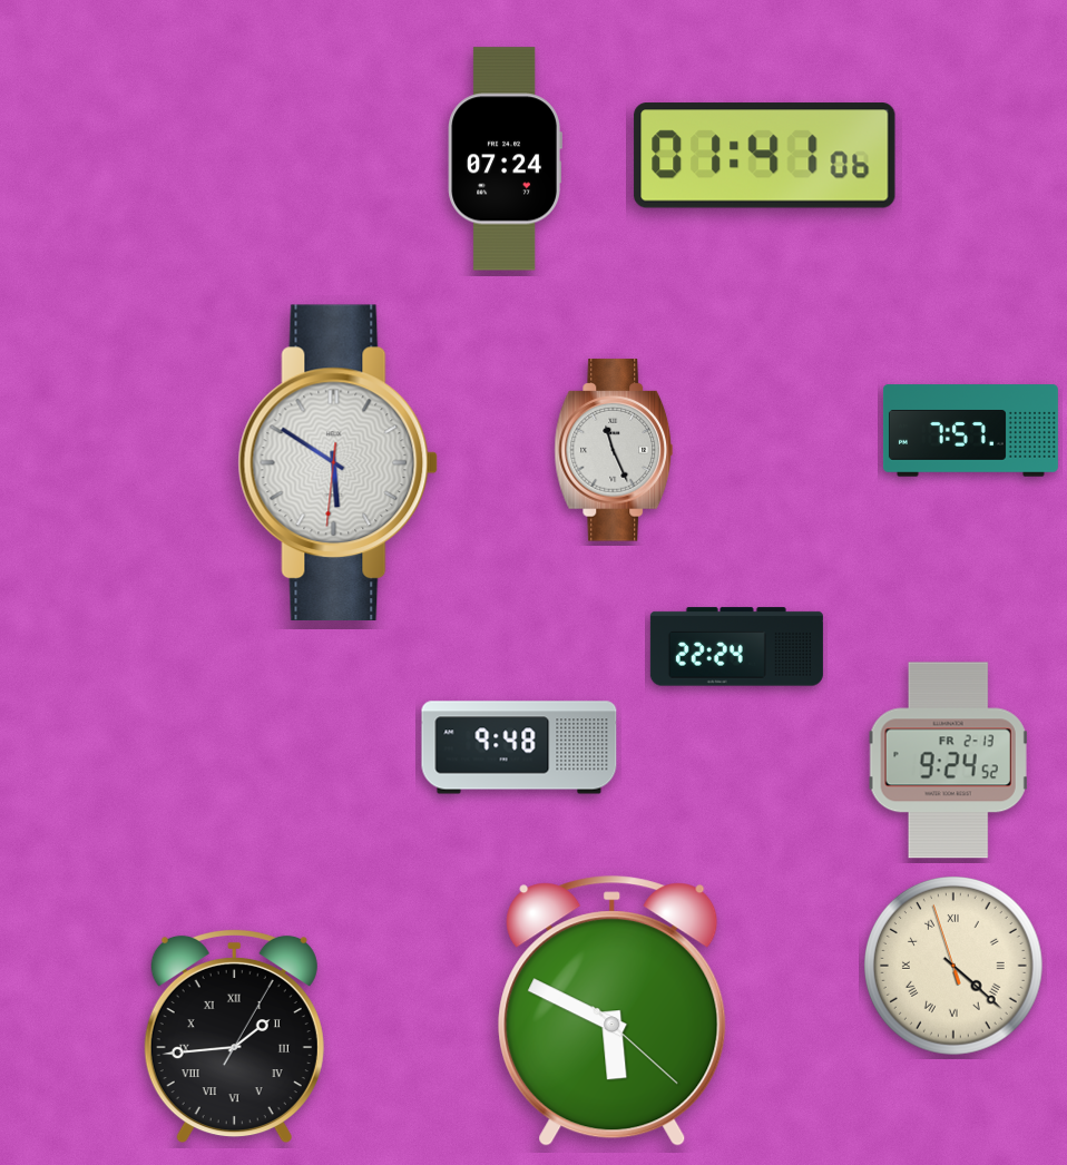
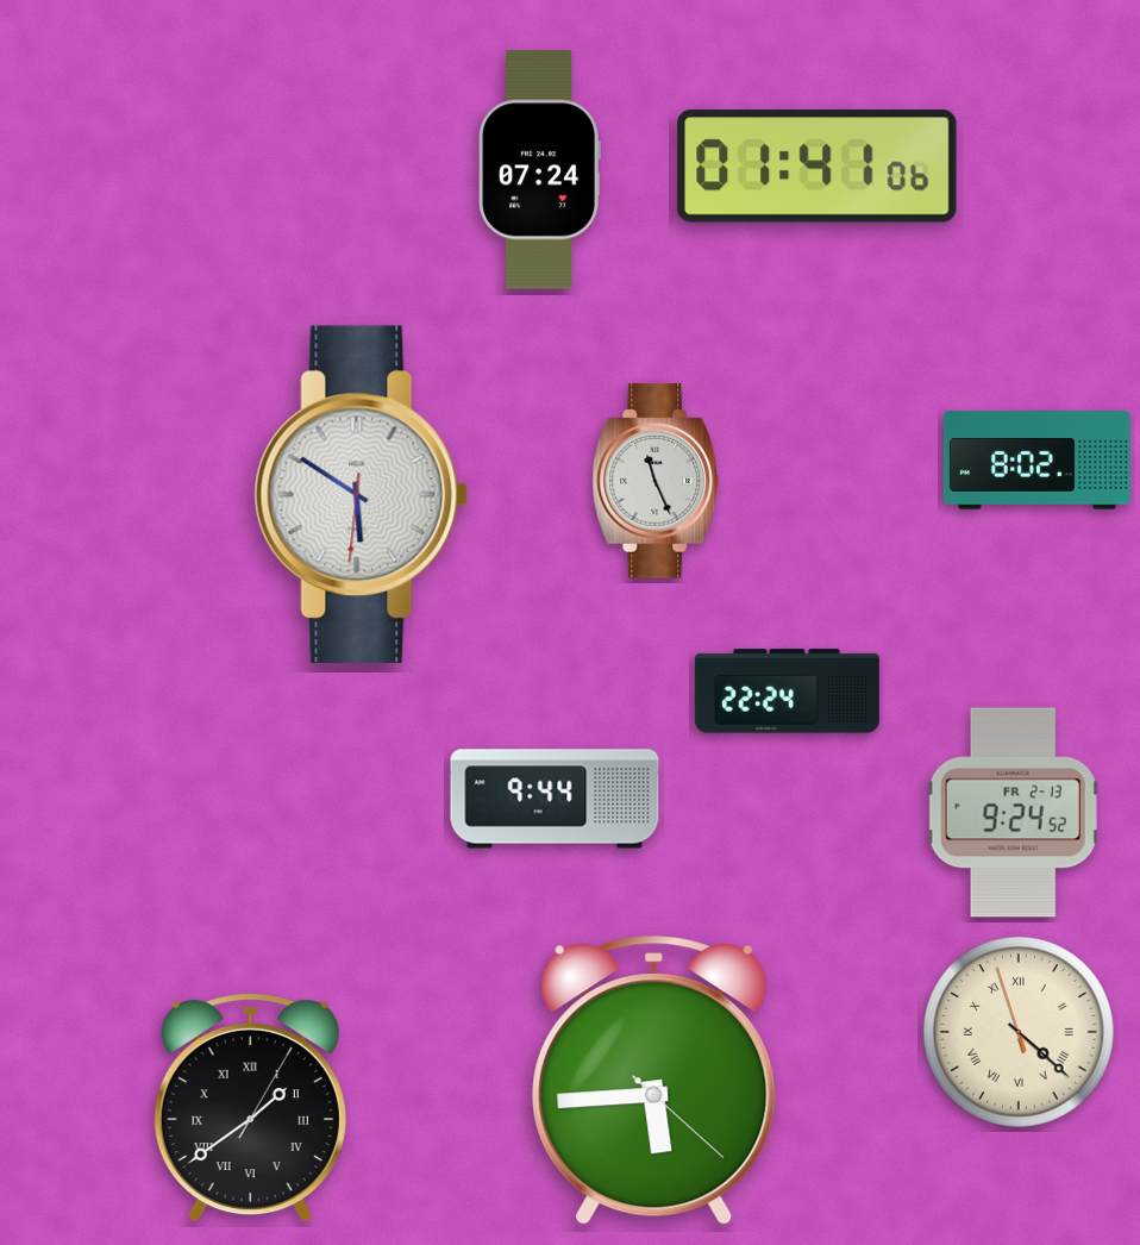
clock at (970, 431): 7:57 -> 8:02
clock at (519, 747): 9:48 -> 9:44
clock at (613, 1011): 5:49 -> 5:44
clock at (234, 1036): 1:44 -> 1:39
